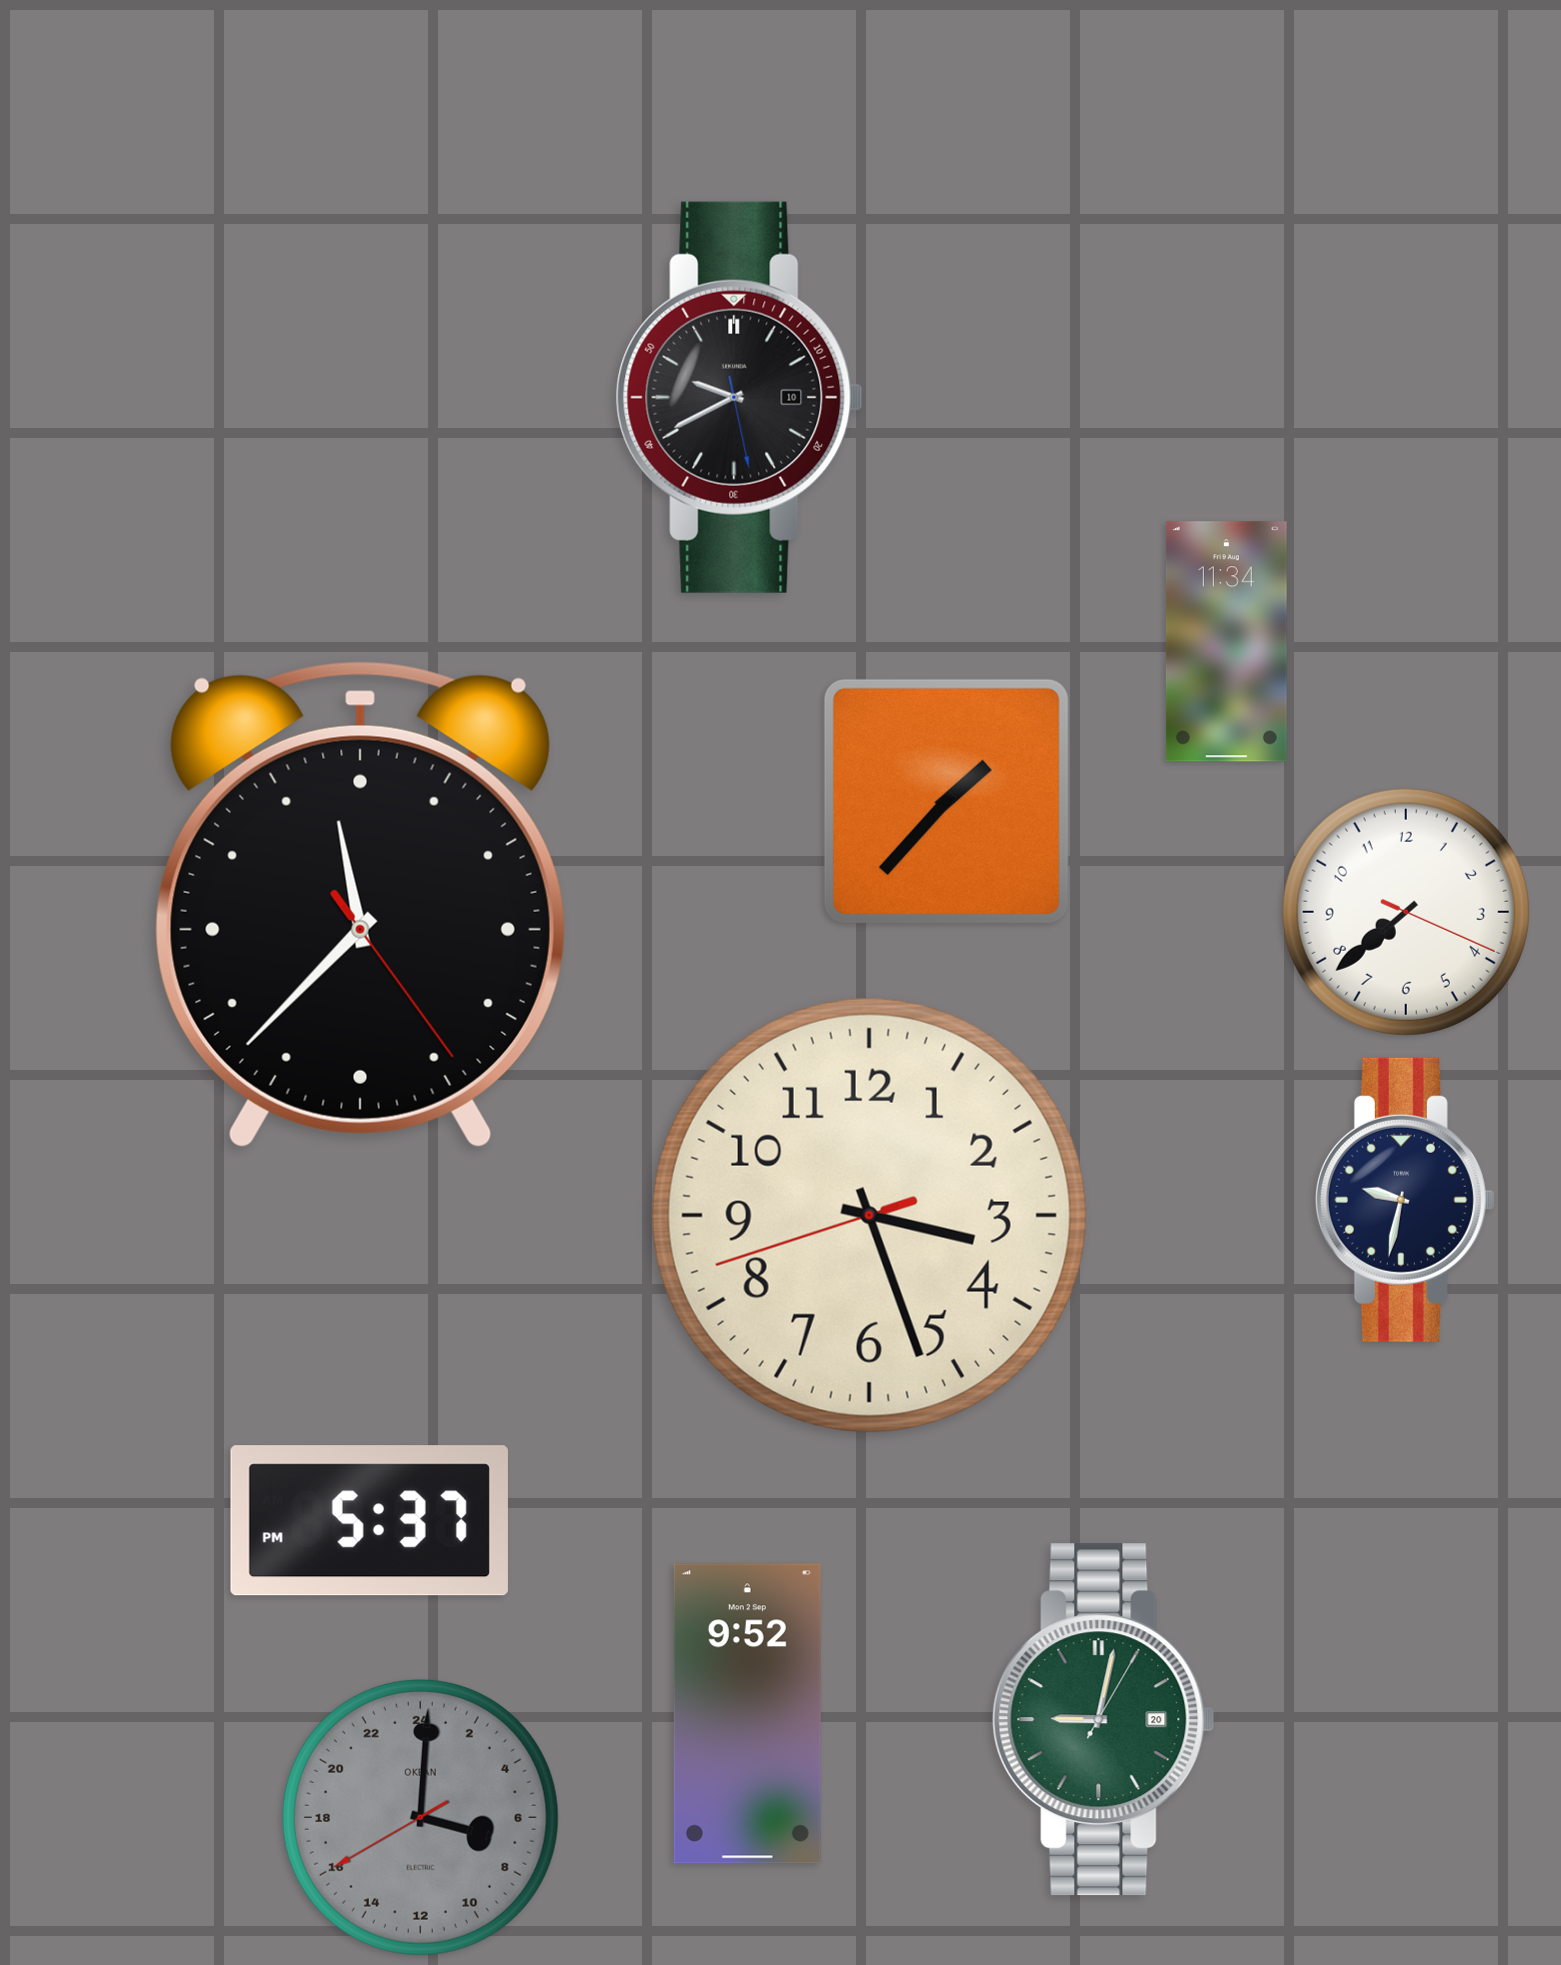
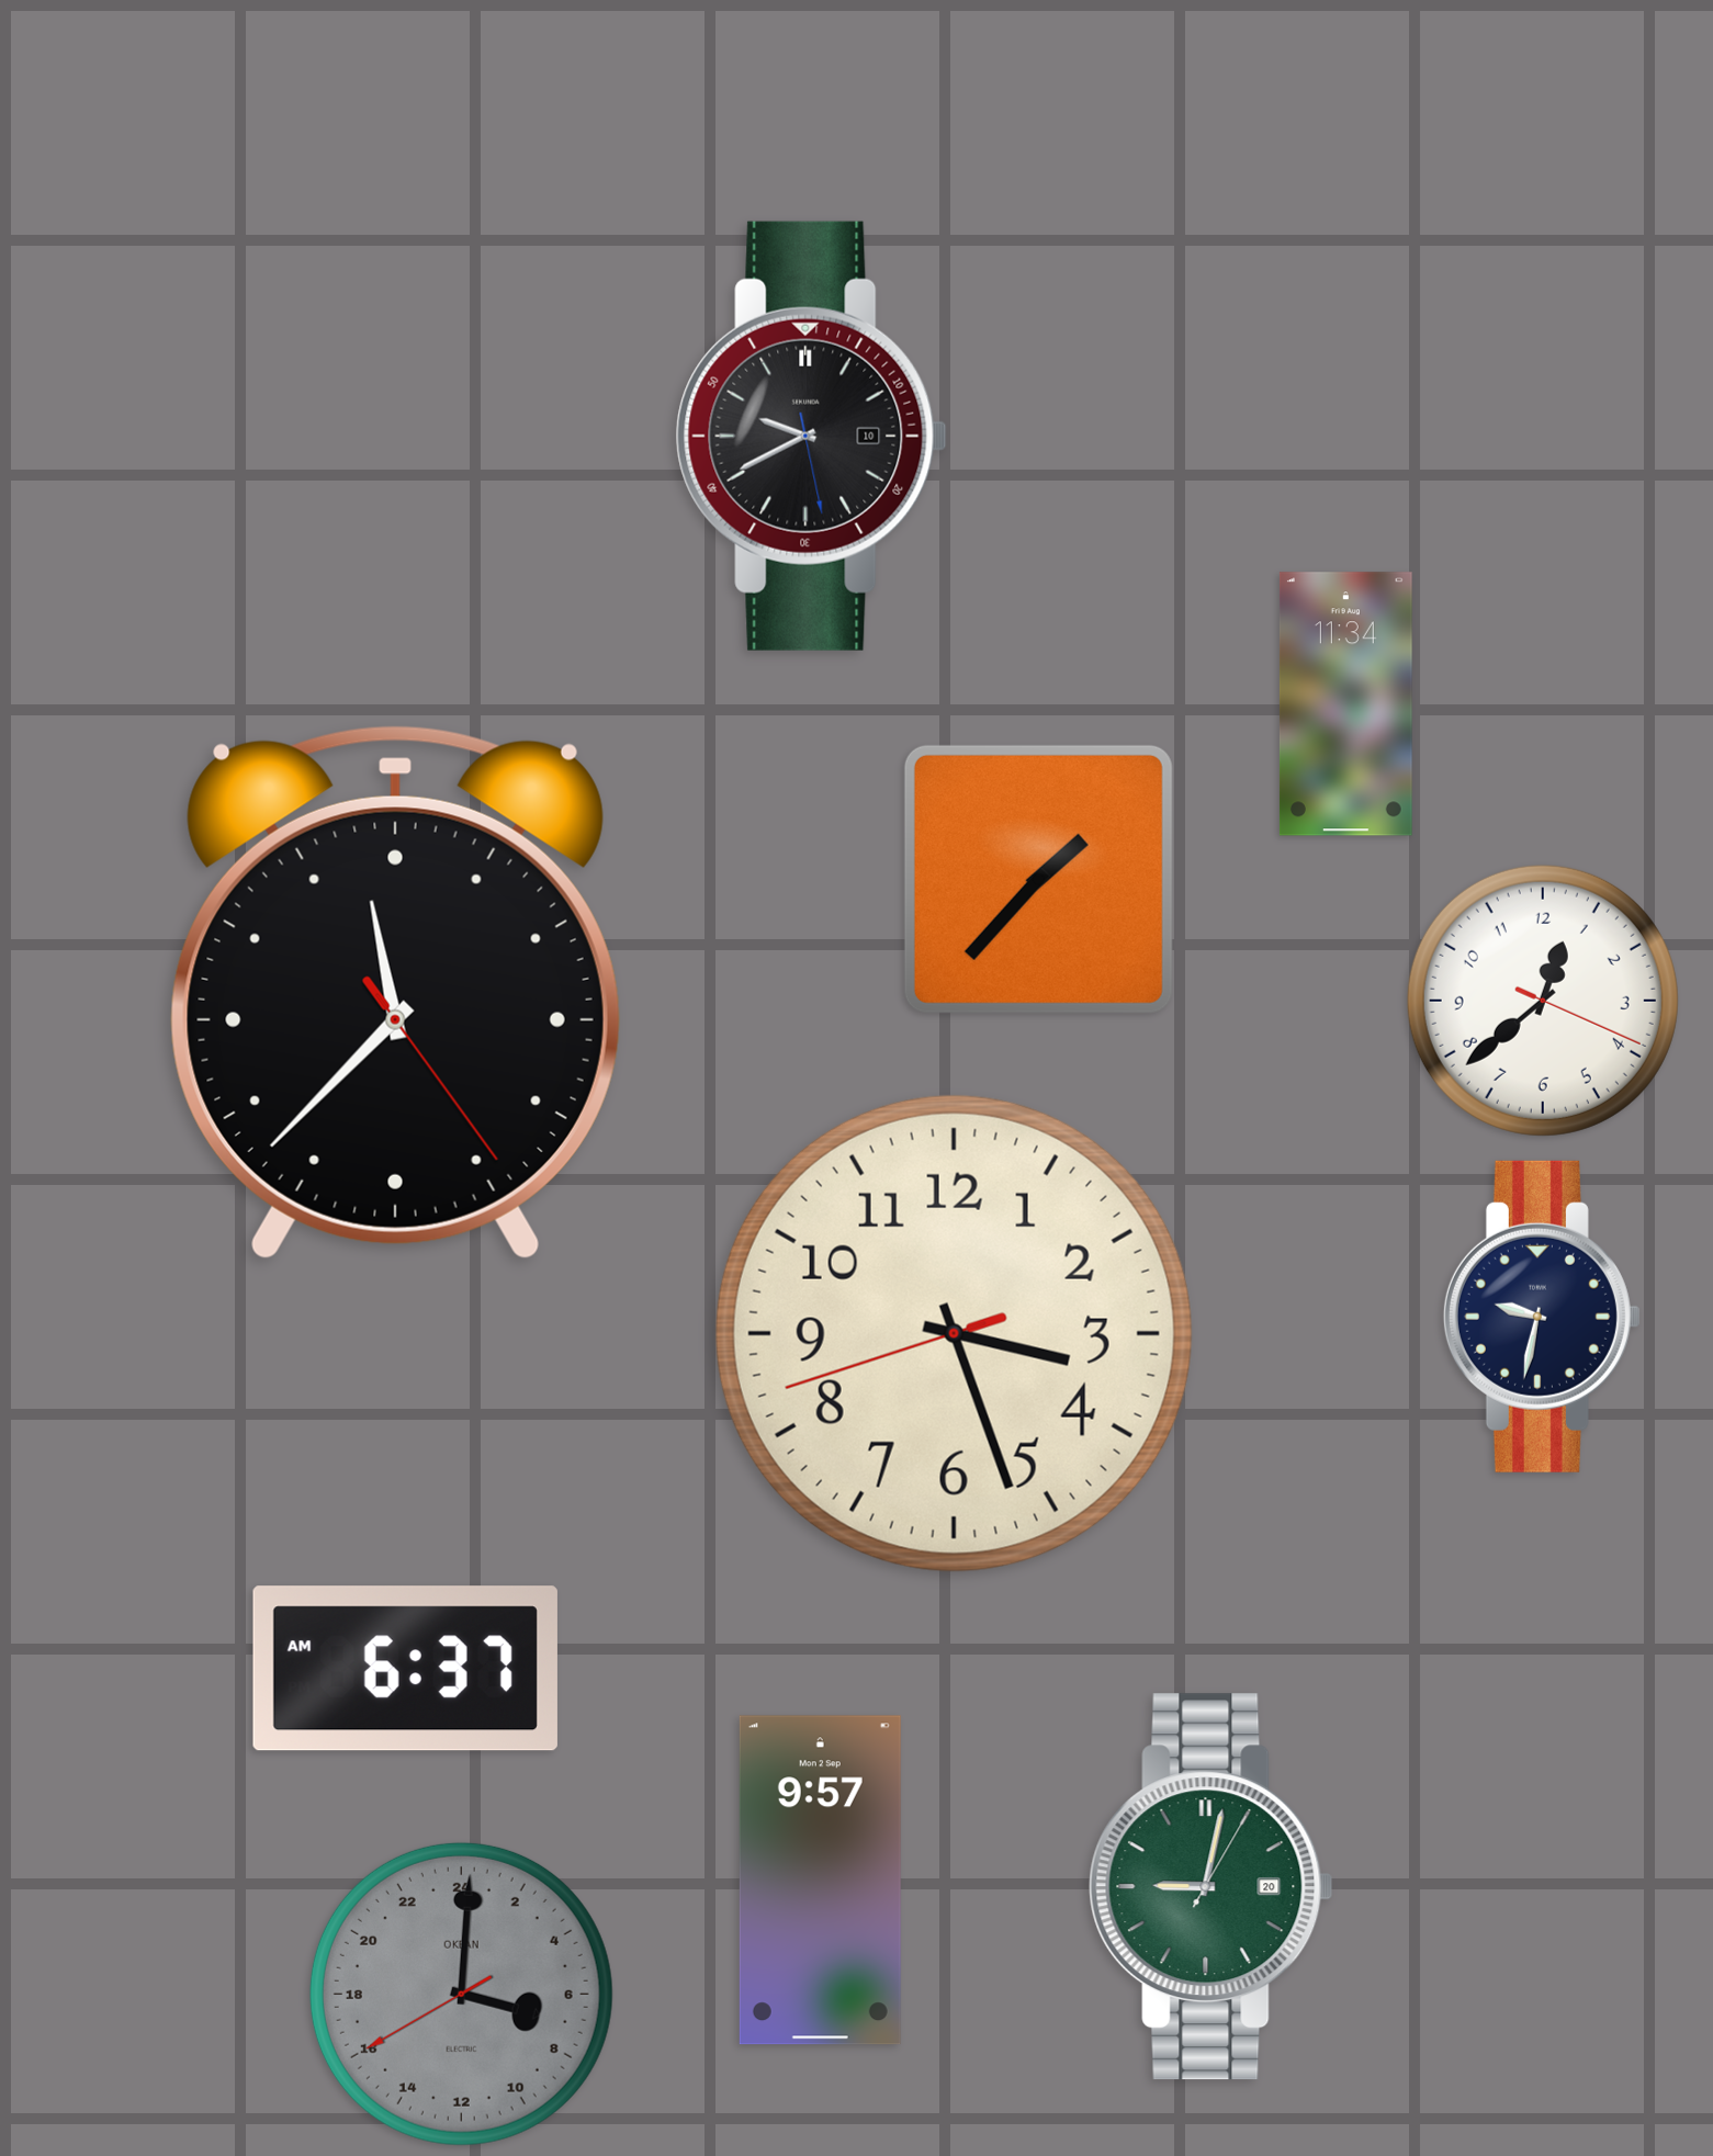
clock at (1406, 912): 7:38 -> 12:38
clock at (369, 1521): 5:37 -> 6:37
clock at (747, 1714): 9:52 -> 9:57
